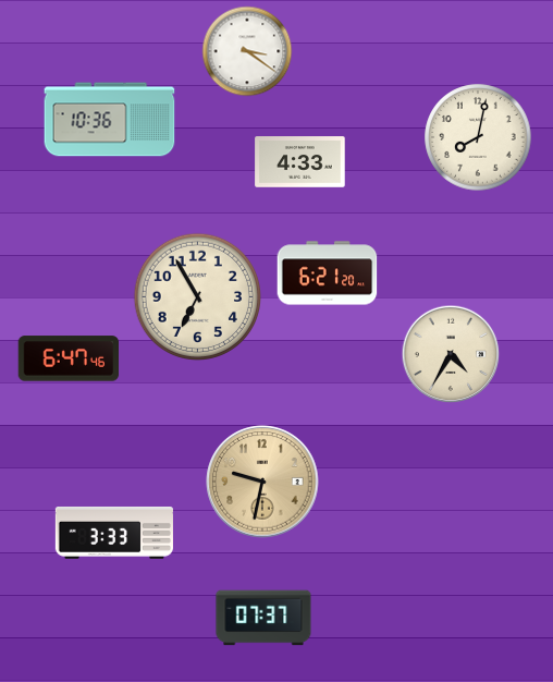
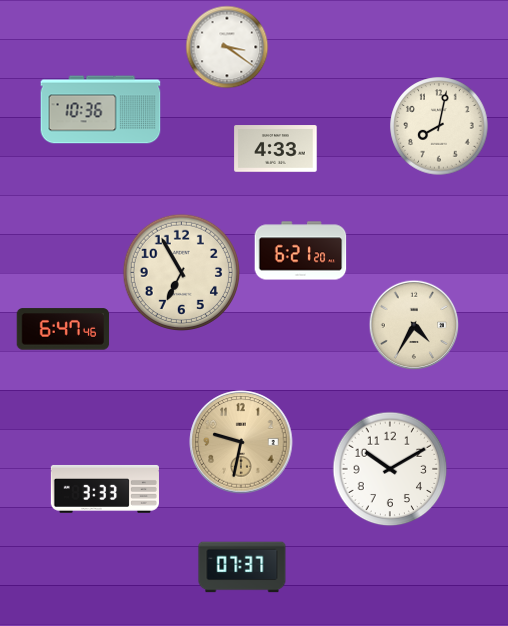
clock at (390, 469): none -> 10:10
